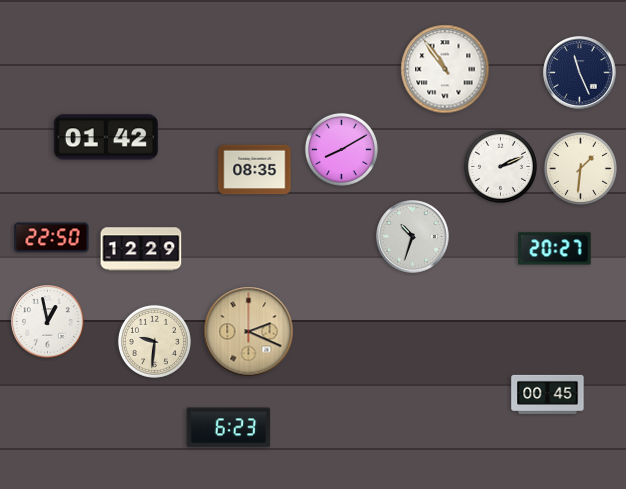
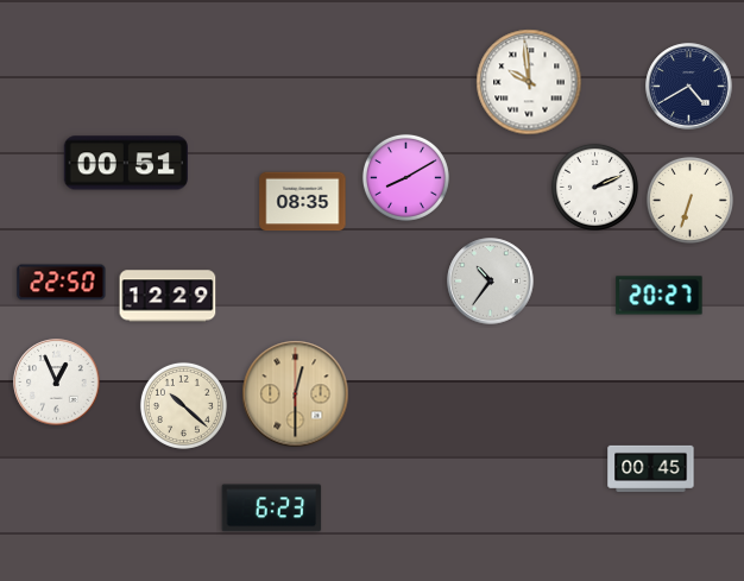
clock at (445, 69): 10:54 -> 9:59
clock at (580, 73): 11:26 -> 4:40
clock at (106, 137): 01:42 -> 00:51
clock at (500, 166) position: (500, 166) -> (594, 187)
clock at (580, 168): 1:31 -> 6:33
clock at (413, 237): 10:33 -> 10:36
clock at (48, 322): 12:58 -> 12:56
clock at (249, 332): 2:19 -> 12:30
clock at (154, 341): 9:31 -> 10:22
